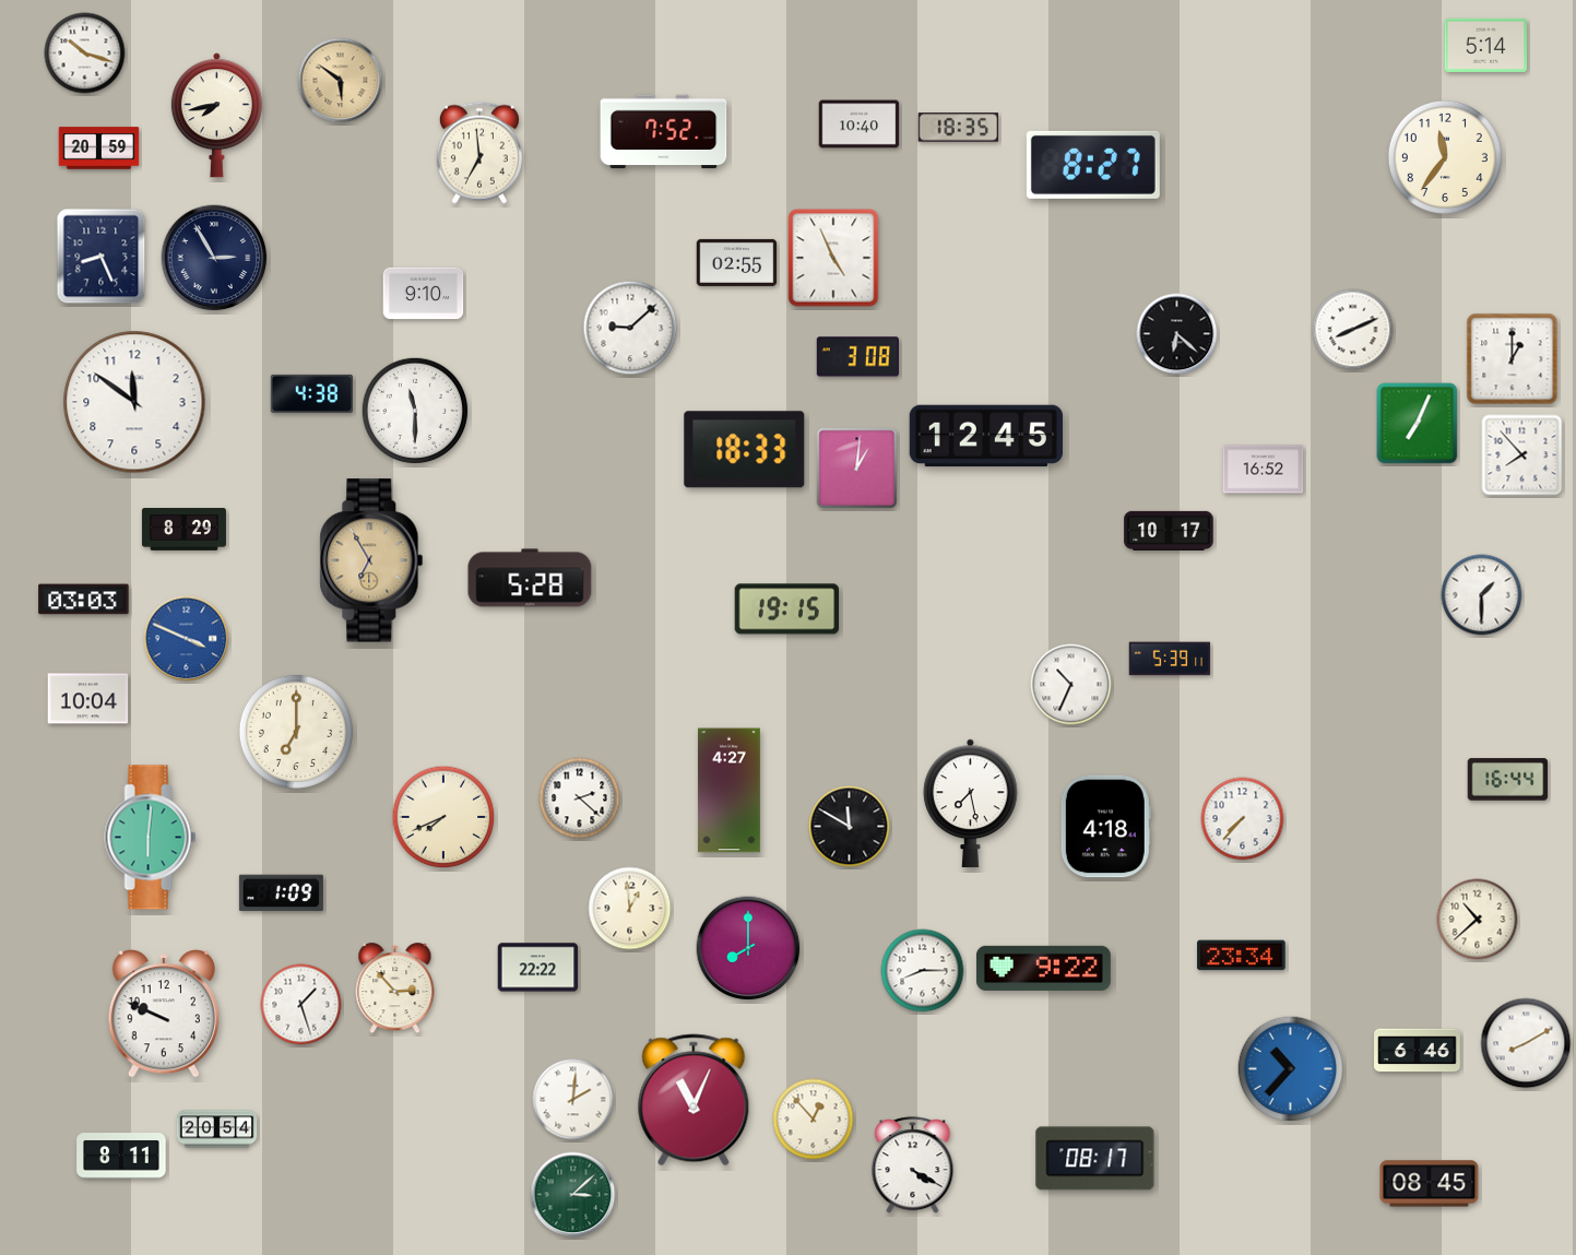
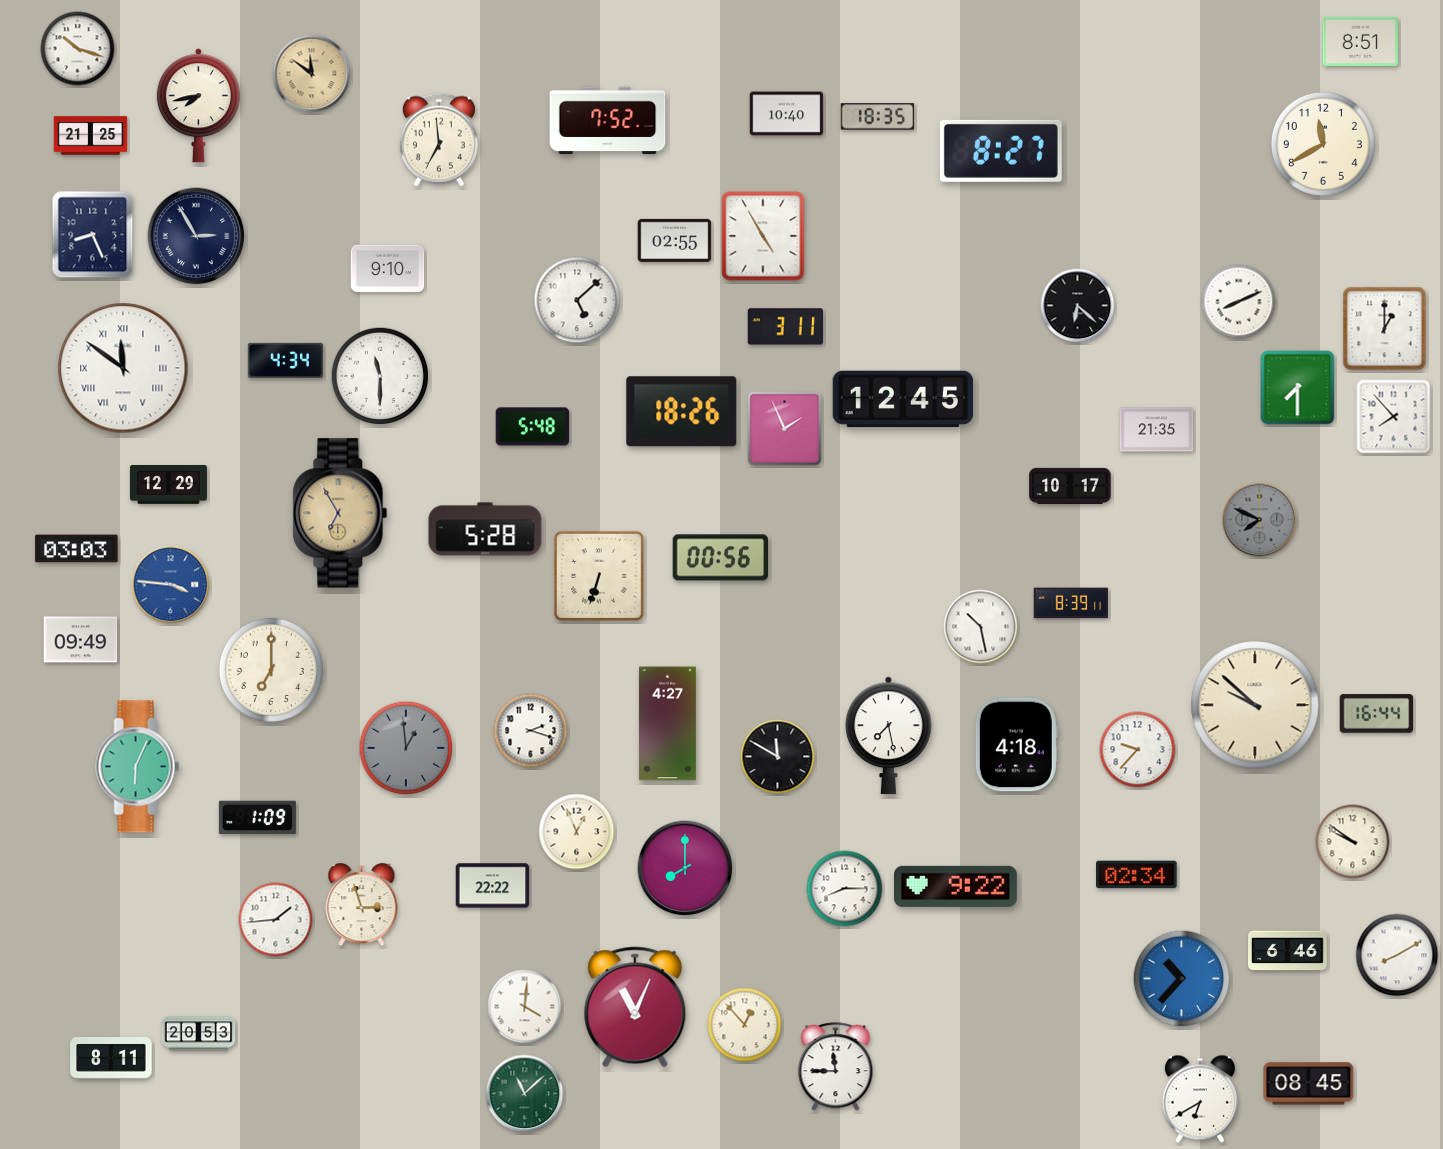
clock at (1485, 45): 5:14 -> 8:51
clock at (341, 81): 5:51 -> 11:51
clock at (99, 149): 20:59 -> 21:25
clock at (1445, 157): 11:36 -> 11:40
clock at (833, 258): 4:56 -> 4:55
clock at (630, 328): 9:08 -> 5:08
clock at (857, 357): 3:08 -> 3:11
clock at (311, 393): 4:38 -> 4:34
clock at (134, 402) numerals: Arabic -> Roman
clock at (1418, 424): 7:04 -> 7:30
clock at (745, 450): 18:33 -> 18:26
clock at (533, 427): none -> 5:48
clock at (857, 469): 1:01 -> 1:56
clock at (1264, 470): 16:52 -> 21:35
clock at (183, 530): 8:29 -> 12:29
clock at (1260, 520): none -> 7:49
clock at (1482, 595): 1:30 -> none
clock at (787, 609): 19:15 -> 00:56
clock at (599, 576): none -> 6:33
clock at (187, 639): 3:49 -> 3:46
clock at (1170, 659): 5:39 -> 8:39
clock at (1071, 685): 10:34 -> 10:28
clock at (88, 699): 10:04 -> 09:49
clock at (1255, 705): none -> 9:52
clock at (1508, 780) position: (1508, 780) -> (1377, 714)
clock at (580, 798): 2:22 -> 2:18
clock at (443, 817): 7:41 -> 12:59
clock at (443, 817) dial: cream -> grey
clock at (1243, 819): 7:37 -> 9:37
clock at (1105, 827) position: (1105, 827) -> (1016, 745)
clock at (151, 838): 6:01 -> 6:04
clock at (630, 909): 12:59 -> 12:56
clock at (1478, 920): 10:38 -> 9:51
clock at (1242, 956): 23:34 -> 02:34
clock at (395, 988): 2:53 -> 2:57
clock at (301, 1005): 1:27 -> 1:44
clock at (163, 1014): 9:49 -> none
clock at (1418, 1051) position: (1418, 1051) -> (1288, 951)
clock at (573, 1100): 2:01 -> 4:01
clock at (217, 1129): 20:54 -> 20:53
clock at (1095, 1159): 08:17 -> none
clock at (913, 1165): 4:20 -> 11:45
clock at (573, 1195): 3:08 -> 11:08
clock at (1200, 1099): none -> 6:40
